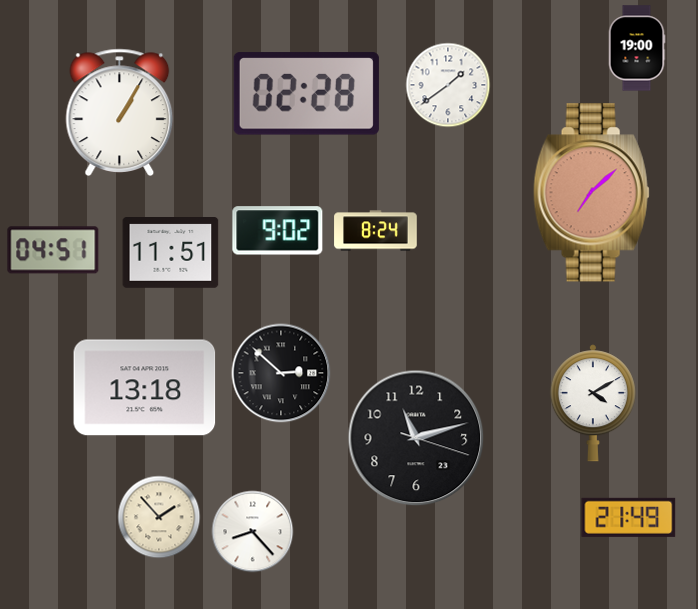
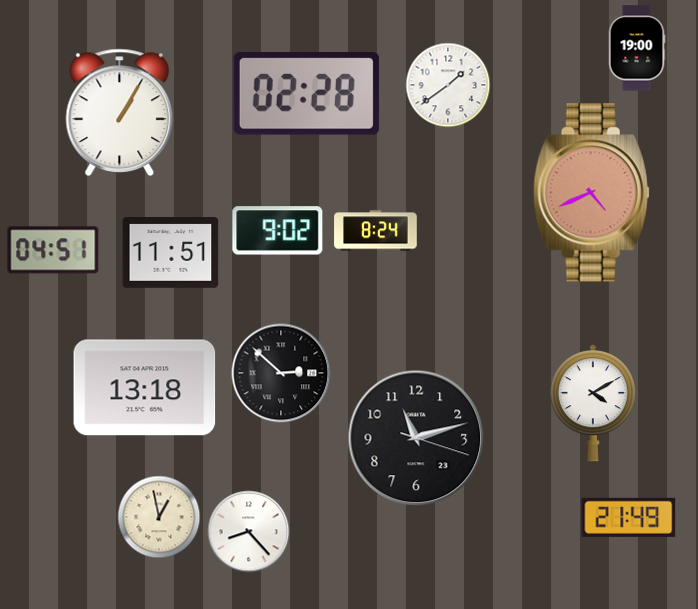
clock at (591, 193): 7:08 -> 4:41
clock at (159, 517): 1:53 -> 12:58
clock at (253, 532) position: (253, 532) -> (249, 532)
